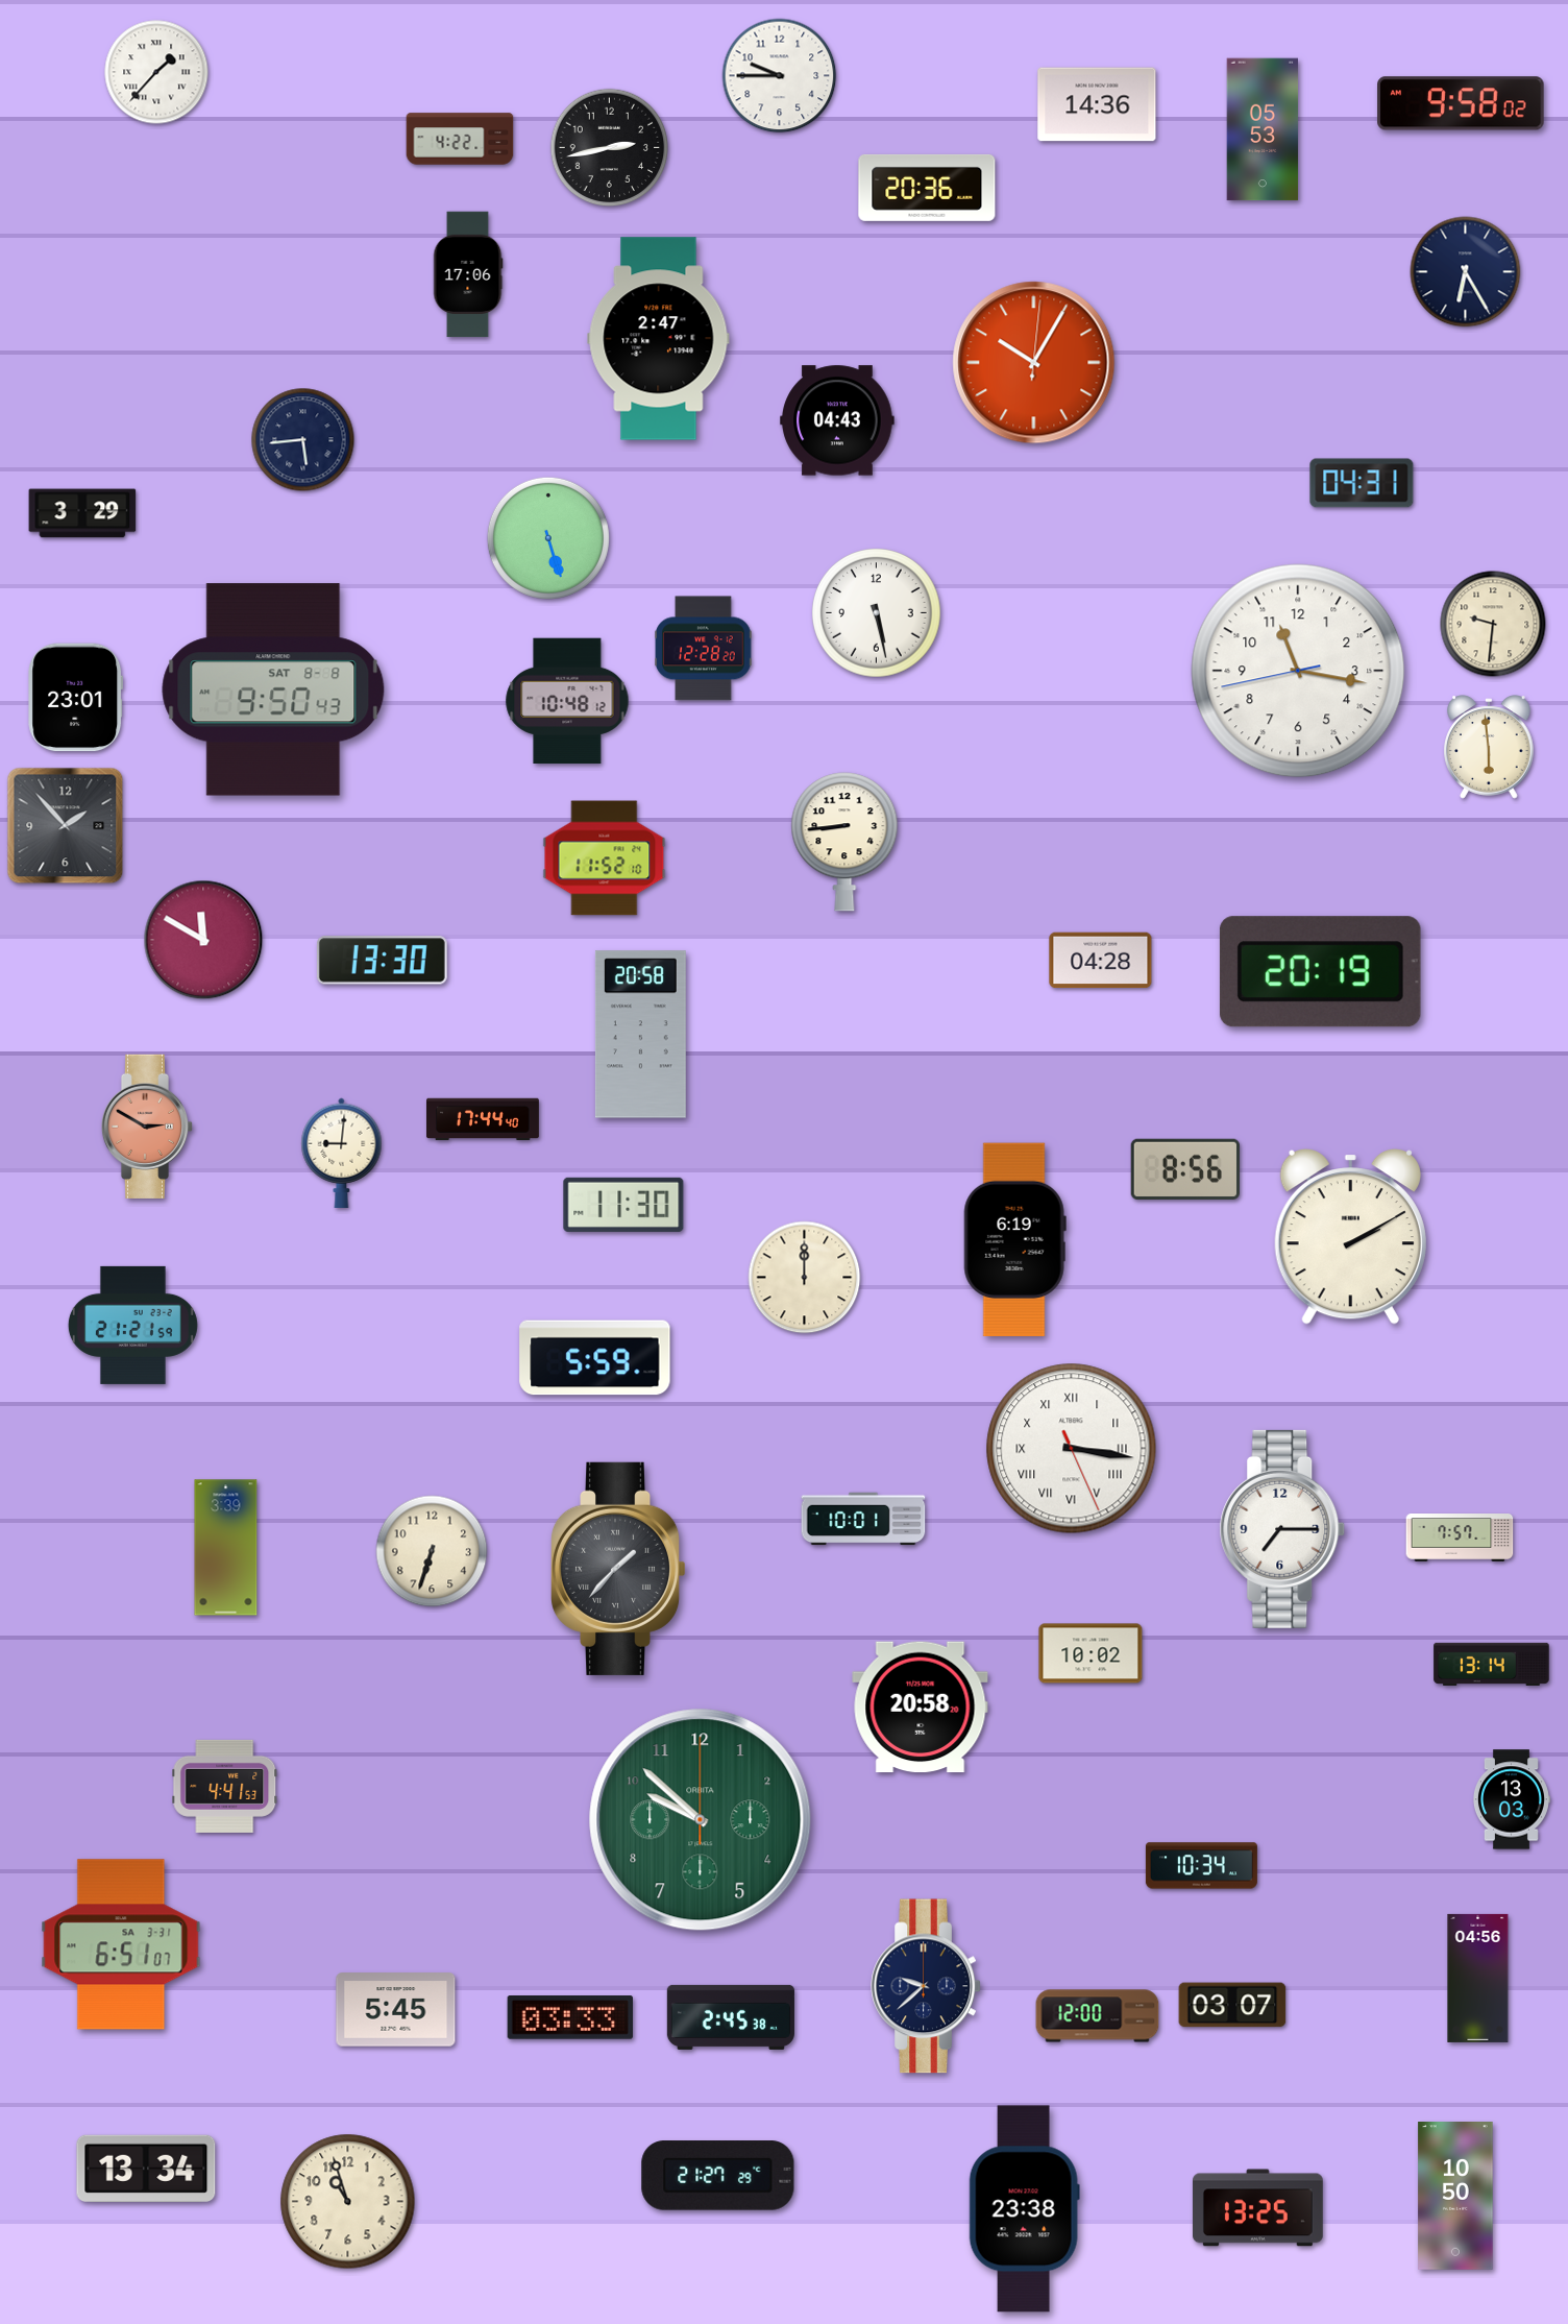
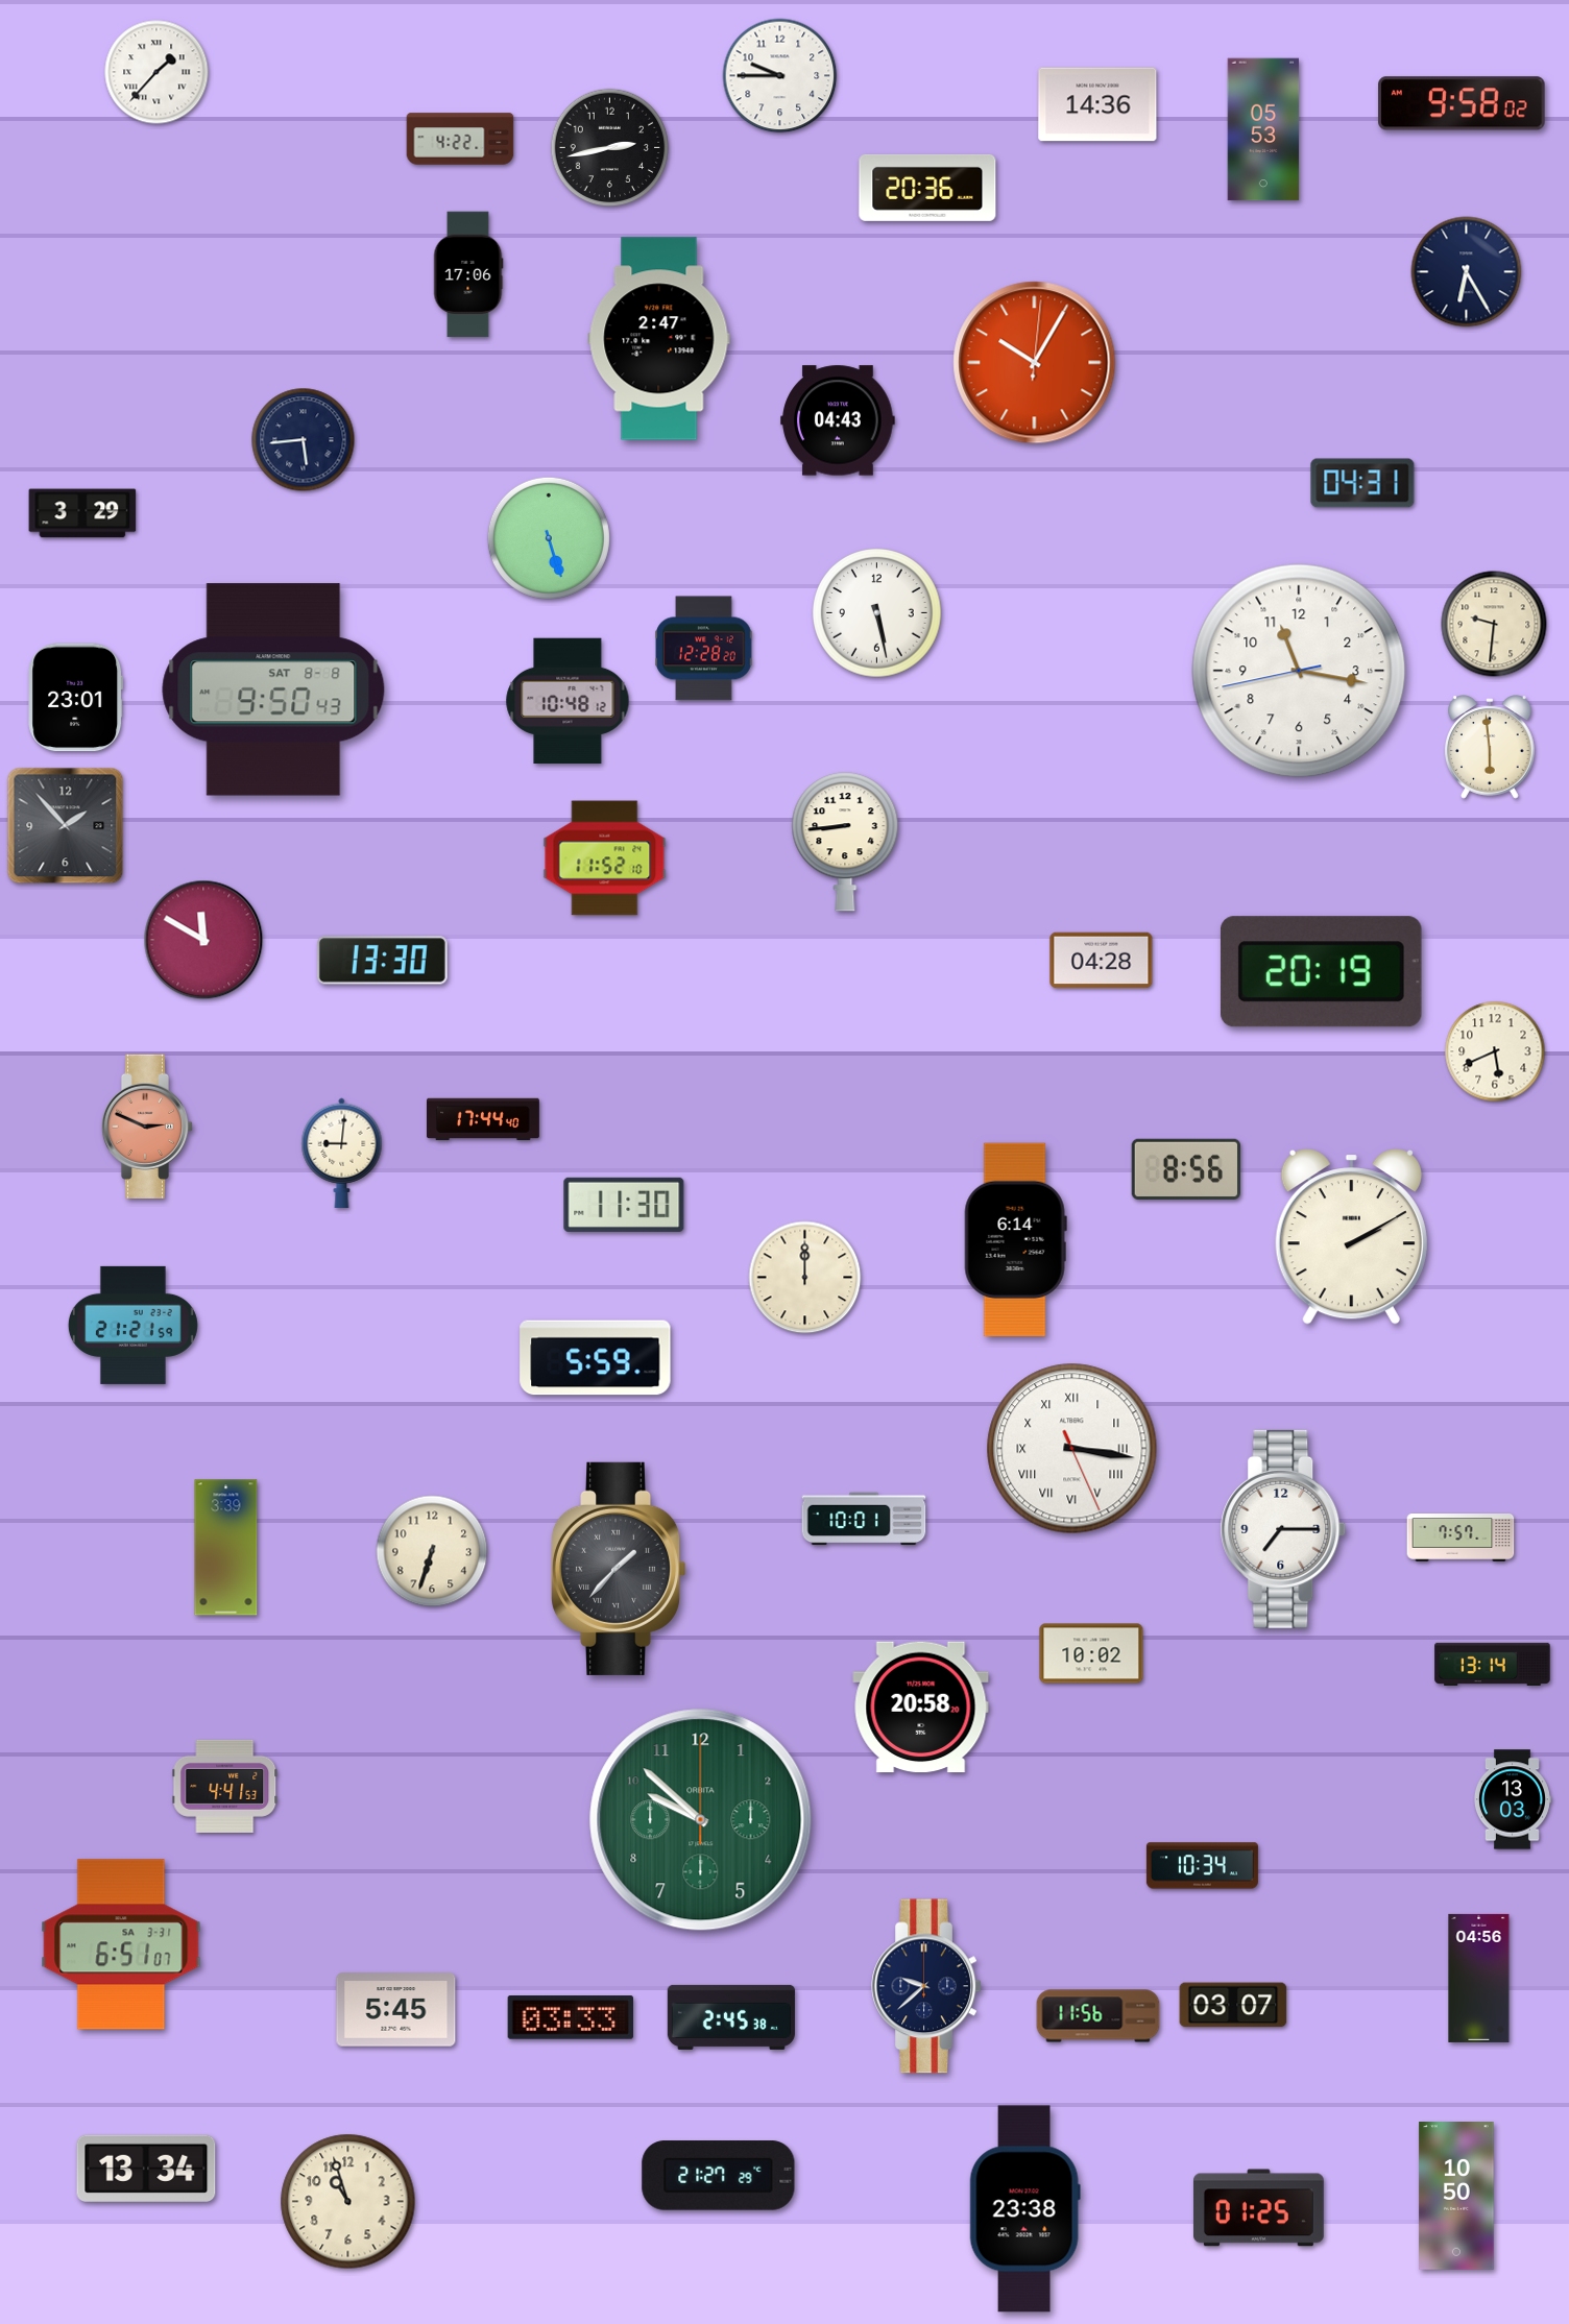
clock at (640, 1035): 20:58 -> none
clock at (1495, 1051): none -> 5:41
clock at (147, 1127): 2:50 -> 2:49
clock at (1014, 1240): 6:19 -> 6:14
clock at (1098, 2016): 12:00 -> 11:56
clock at (1257, 2208): 13:25 -> 01:25
